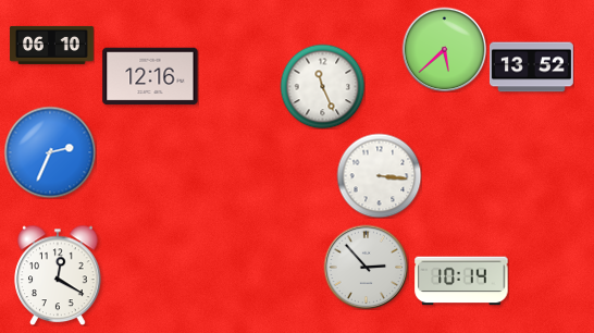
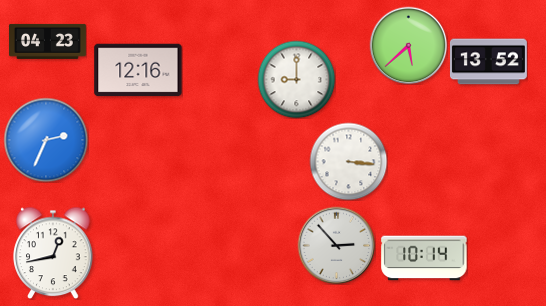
clock at (52, 45): 06:10 -> 04:23
clock at (322, 86): 11:26 -> 9:00
clock at (58, 275): 12:20 -> 12:43
